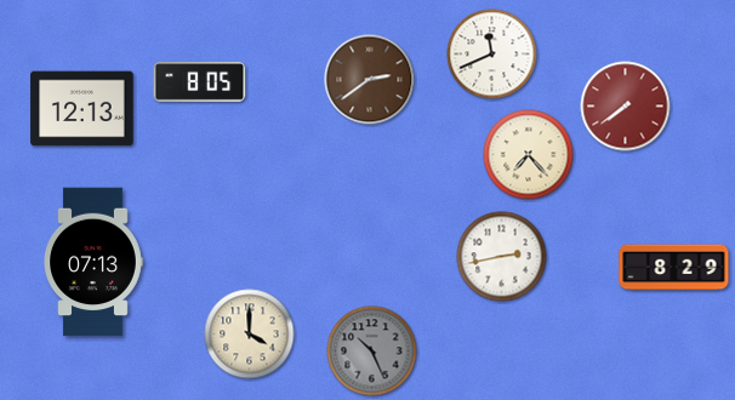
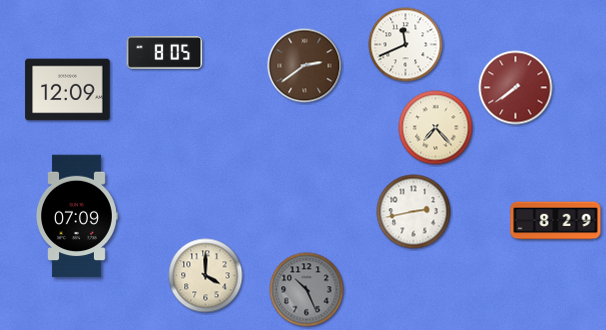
clock at (200, 82) position: (200, 82) -> (165, 53)
clock at (82, 109): 12:13 -> 12:09
clock at (93, 262): 07:13 -> 07:09
